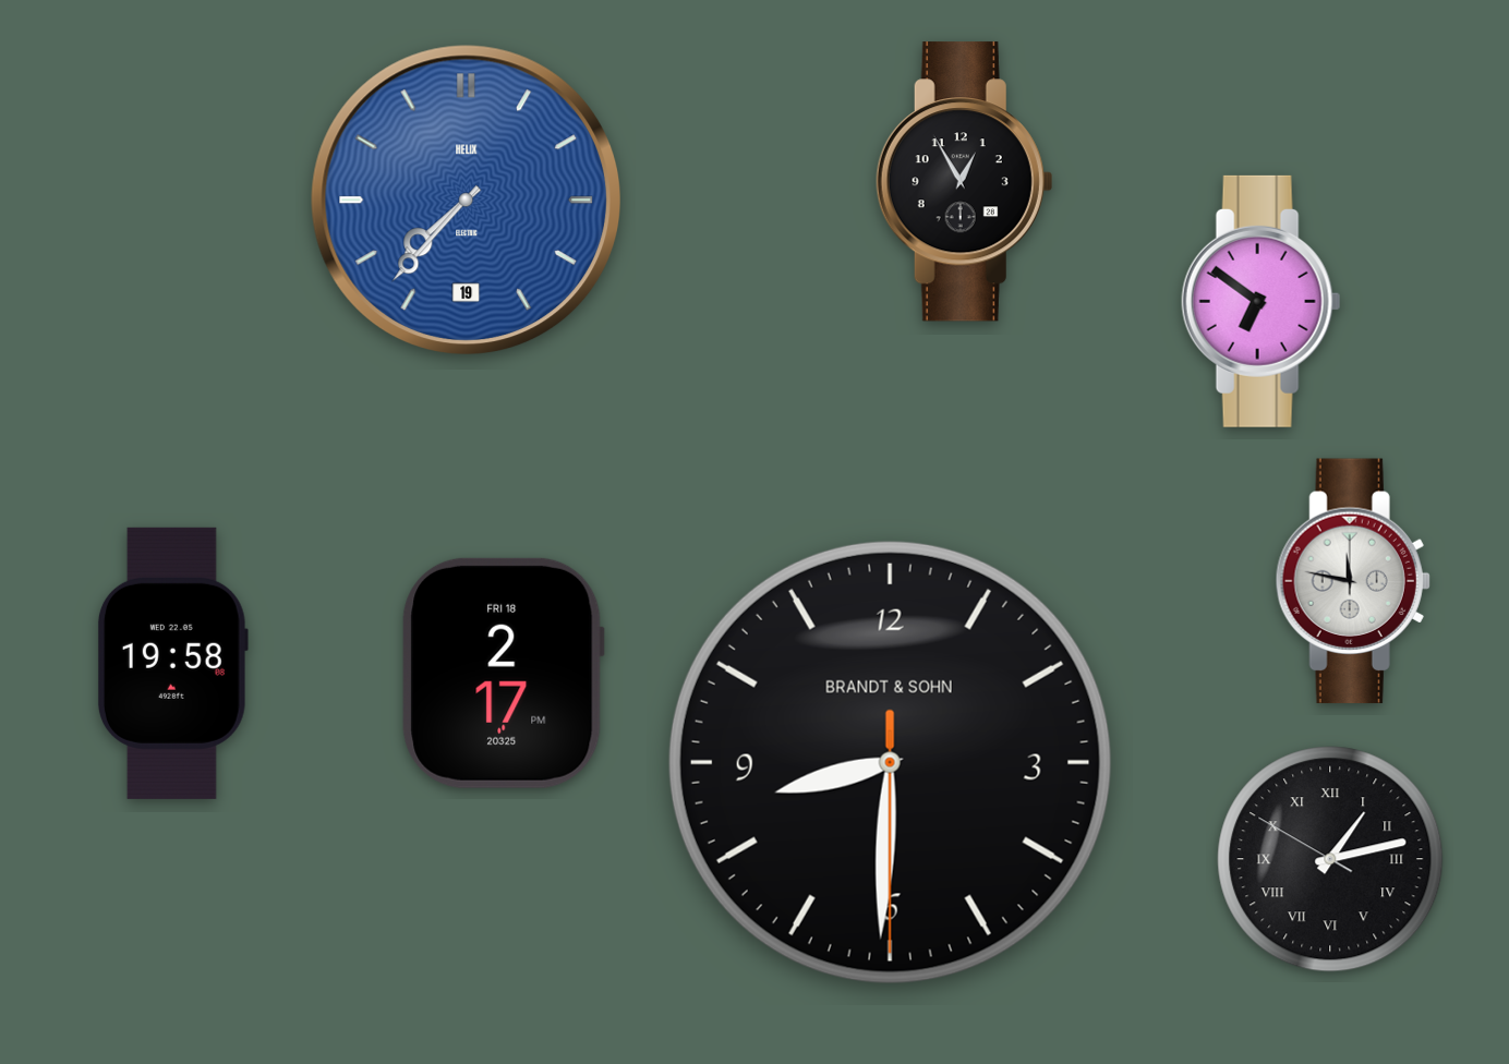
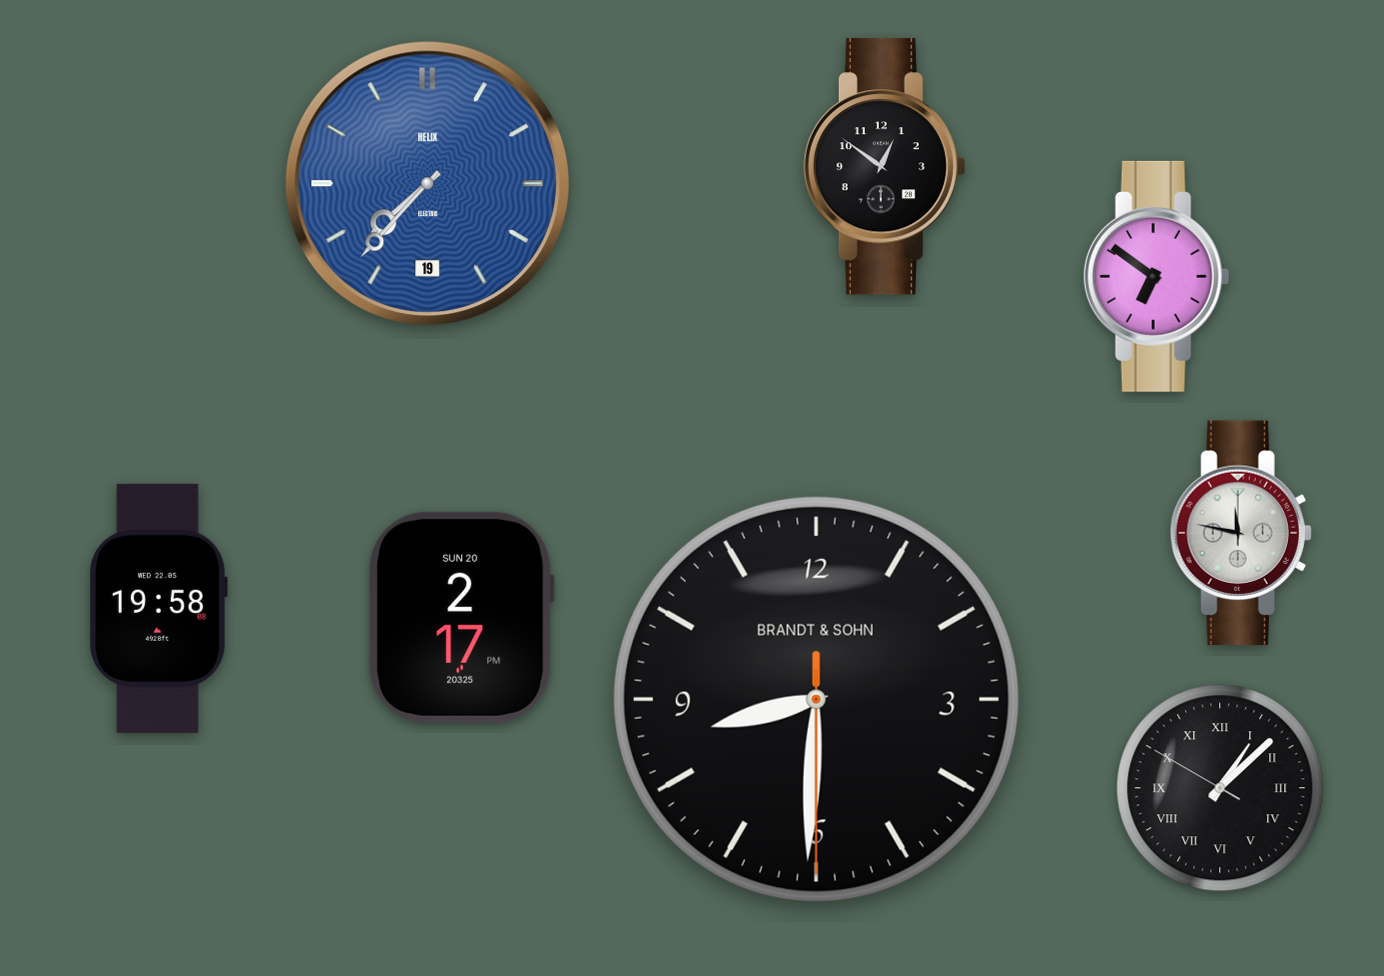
clock at (964, 182): 12:55 -> 12:51
clock at (503, 673) date: FRI 18 -> SUN 20
clock at (1330, 859): 1:12 -> 1:07
